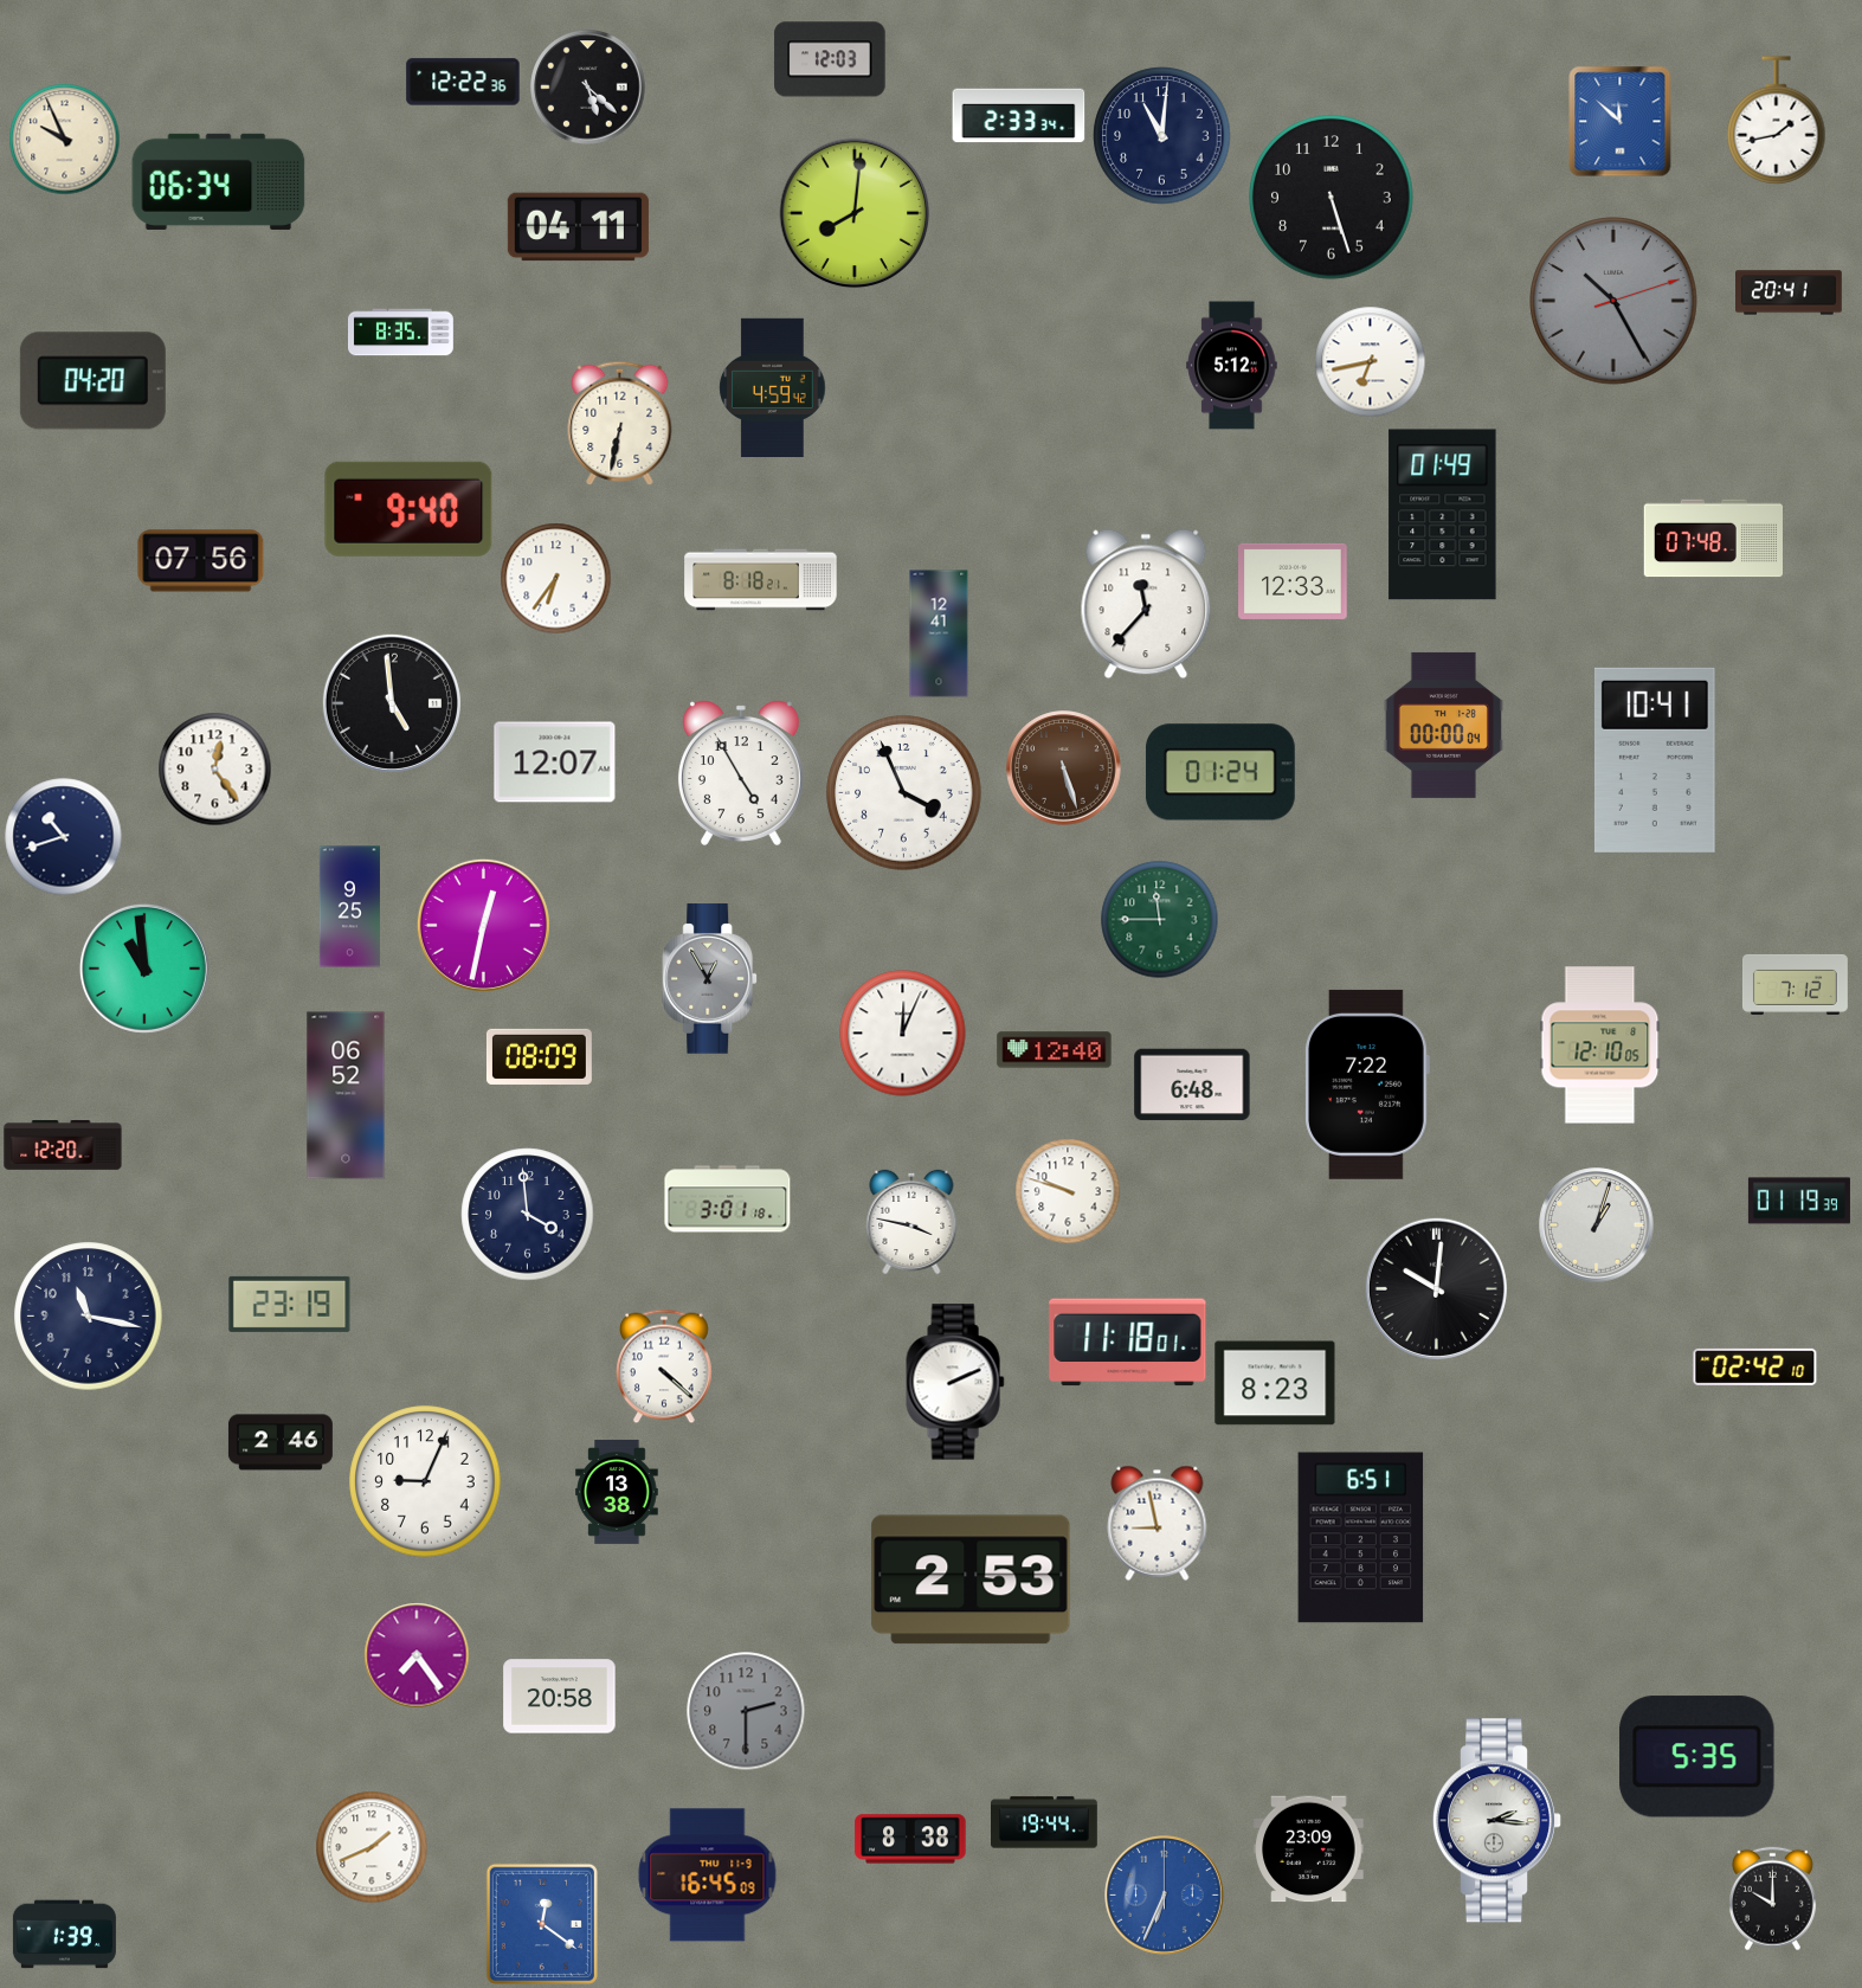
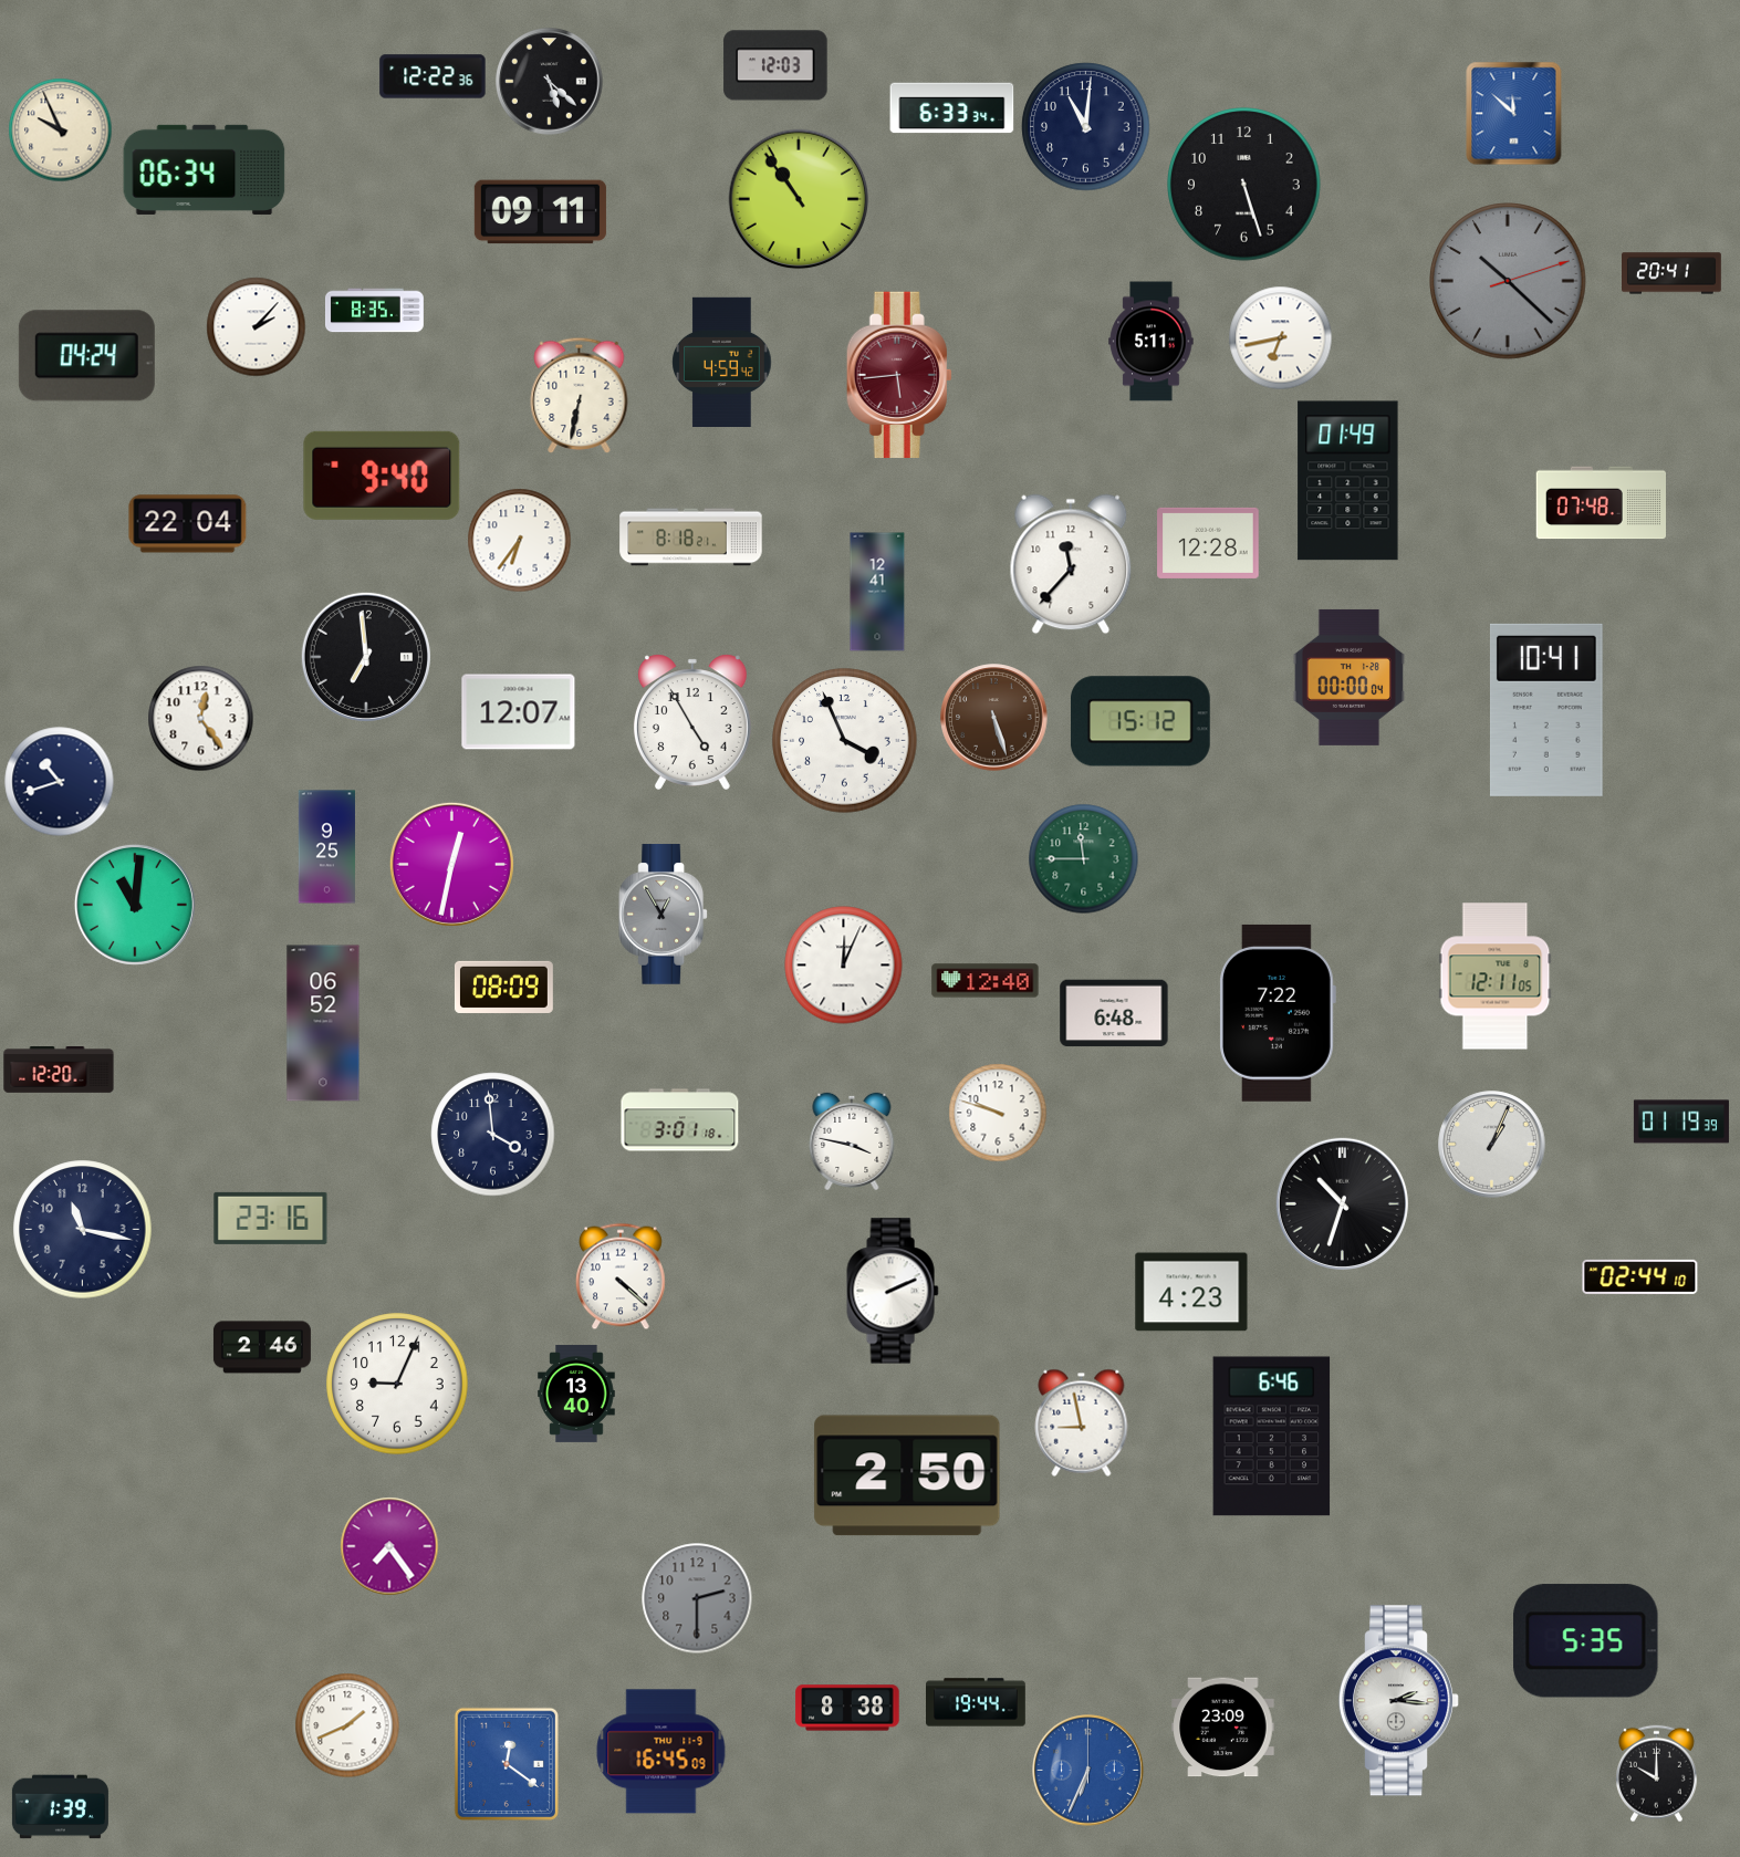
clock at (830, 59) position: (830, 59) -> (775, 65)
clock at (1019, 116): 2:33 -> 6:33
clock at (1777, 121): 1:43 -> none
clock at (855, 213): 8:01 -> 10:54
clock at (578, 227): 04:11 -> 09:11
clock at (1613, 301): 10:25 -> 10:22
clock at (257, 327): none -> 2:07
clock at (1232, 366): 5:12 -> 5:11
clock at (92, 381): 04:20 -> 04:24
clock at (899, 375): none -> 5:44
clock at (201, 561): 07:56 -> 22:04
clock at (761, 580) position: (761, 580) -> (691, 538)
clock at (1293, 581): 12:33 -> 12:28
clock at (392, 703): 4:59 -> 6:59
clock at (1220, 772): 01:24 -> 15:12
clock at (144, 969): 10:59 -> 11:01
clock at (1795, 984): 7:12 -> none
clock at (1600, 1046): 12:10 -> 12:11
clock at (1597, 1225): 1:03 -> 1:04
clock at (1436, 1288): 10:01 -> 10:33
clock at (290, 1304): 23:19 -> 23:16
clock at (1128, 1343): 11:18 -> none
clock at (1755, 1366): 02:42 -> 02:44
clock at (1275, 1383): 8:23 -> 4:23
clock at (617, 1492): 13:38 -> 13:40
clock at (1361, 1538): 6:51 -> 6:46
clock at (971, 1580): 2:53 -> 2:50
clock at (560, 1697): 20:58 -> none
clock at (910, 1839) position: (910, 1839) -> (847, 1708)
clock at (542, 1924) position: (542, 1924) -> (507, 1764)
